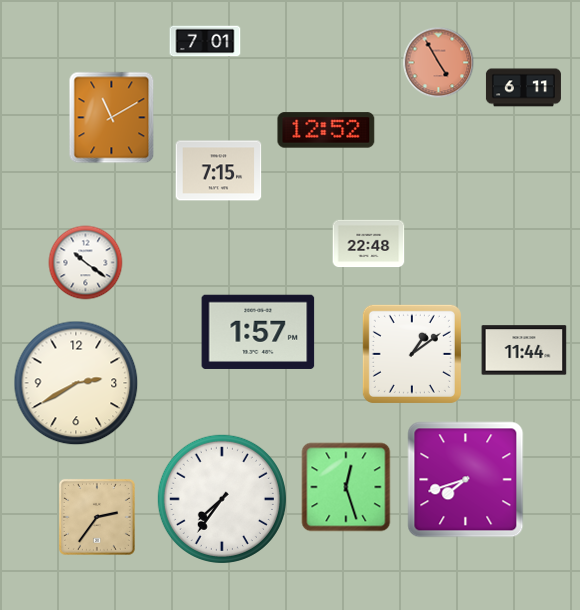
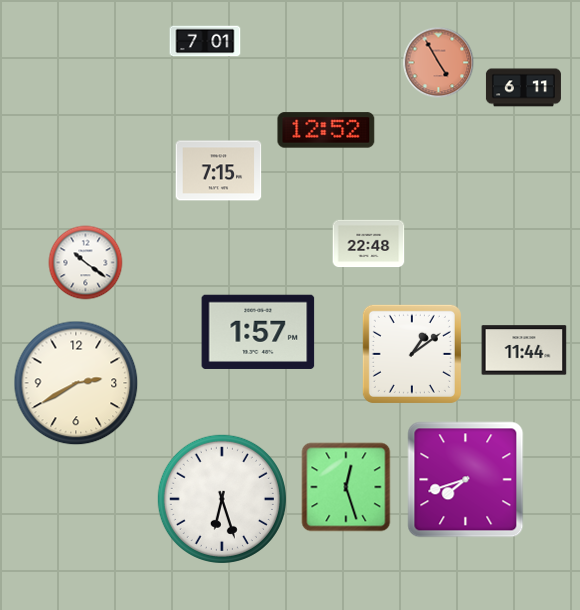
clock at (112, 118): 11:10 -> none
clock at (222, 499): 7:36 -> 6:27
clock at (97, 517): 2:36 -> none
